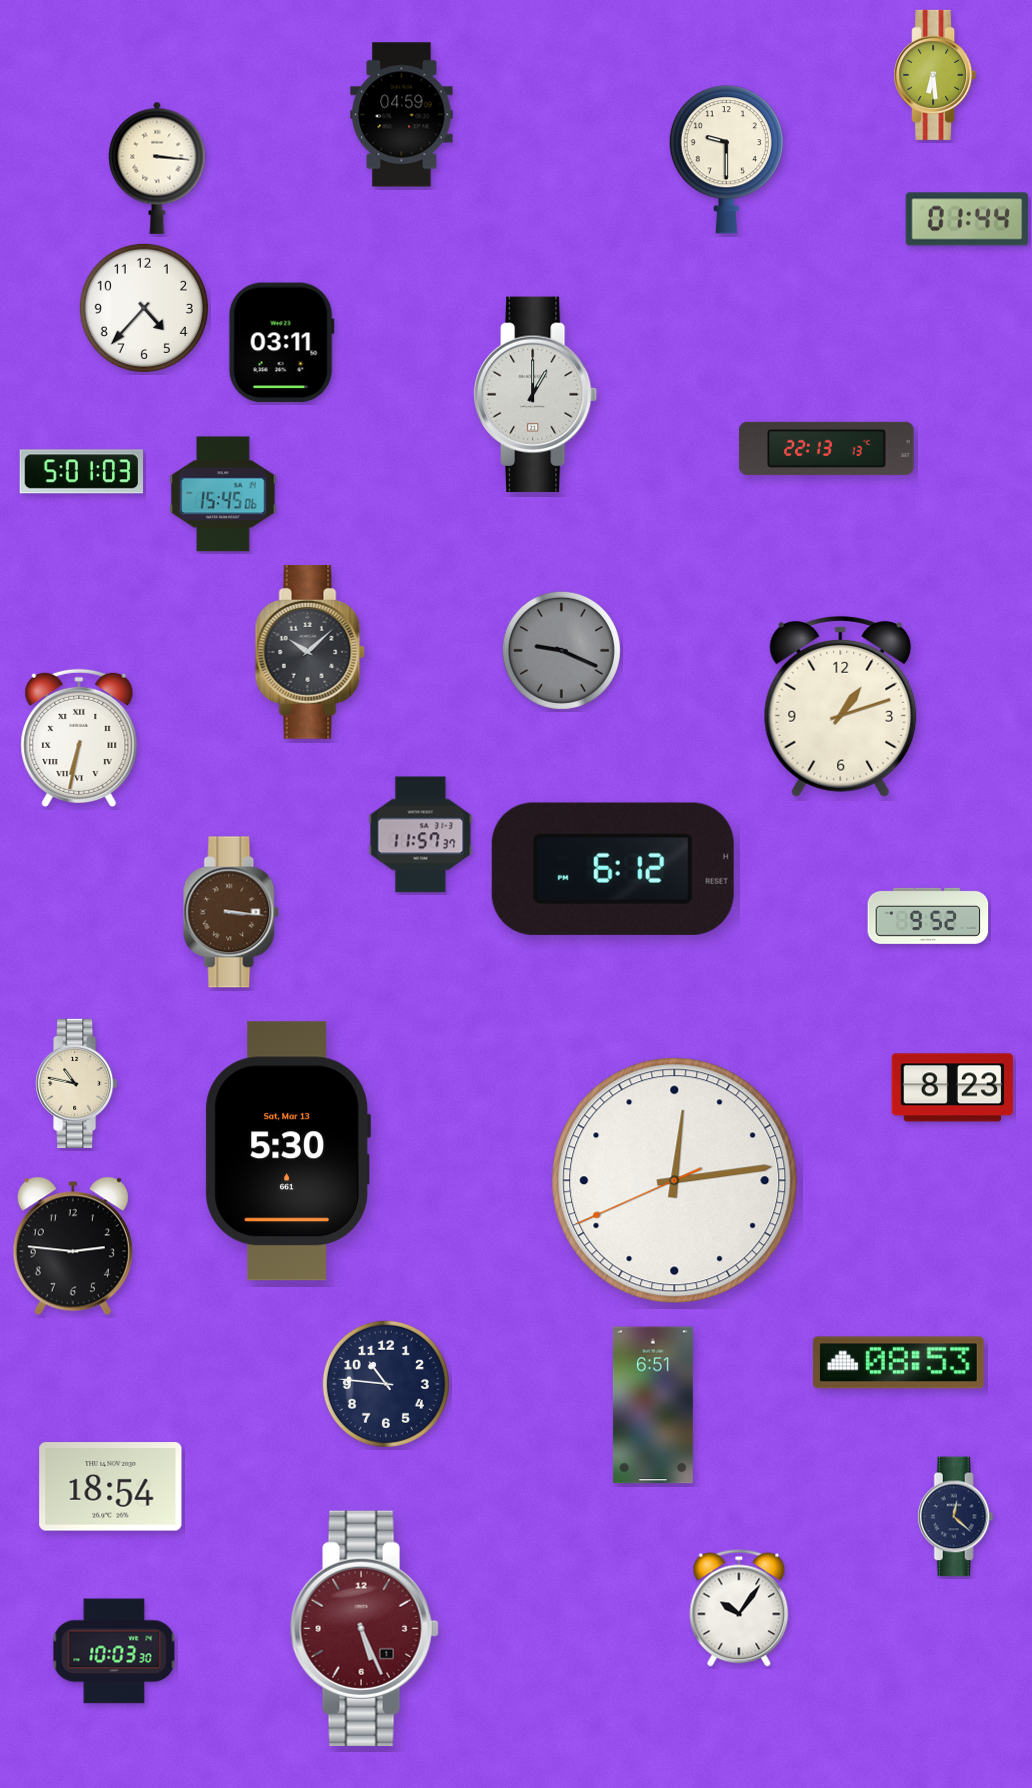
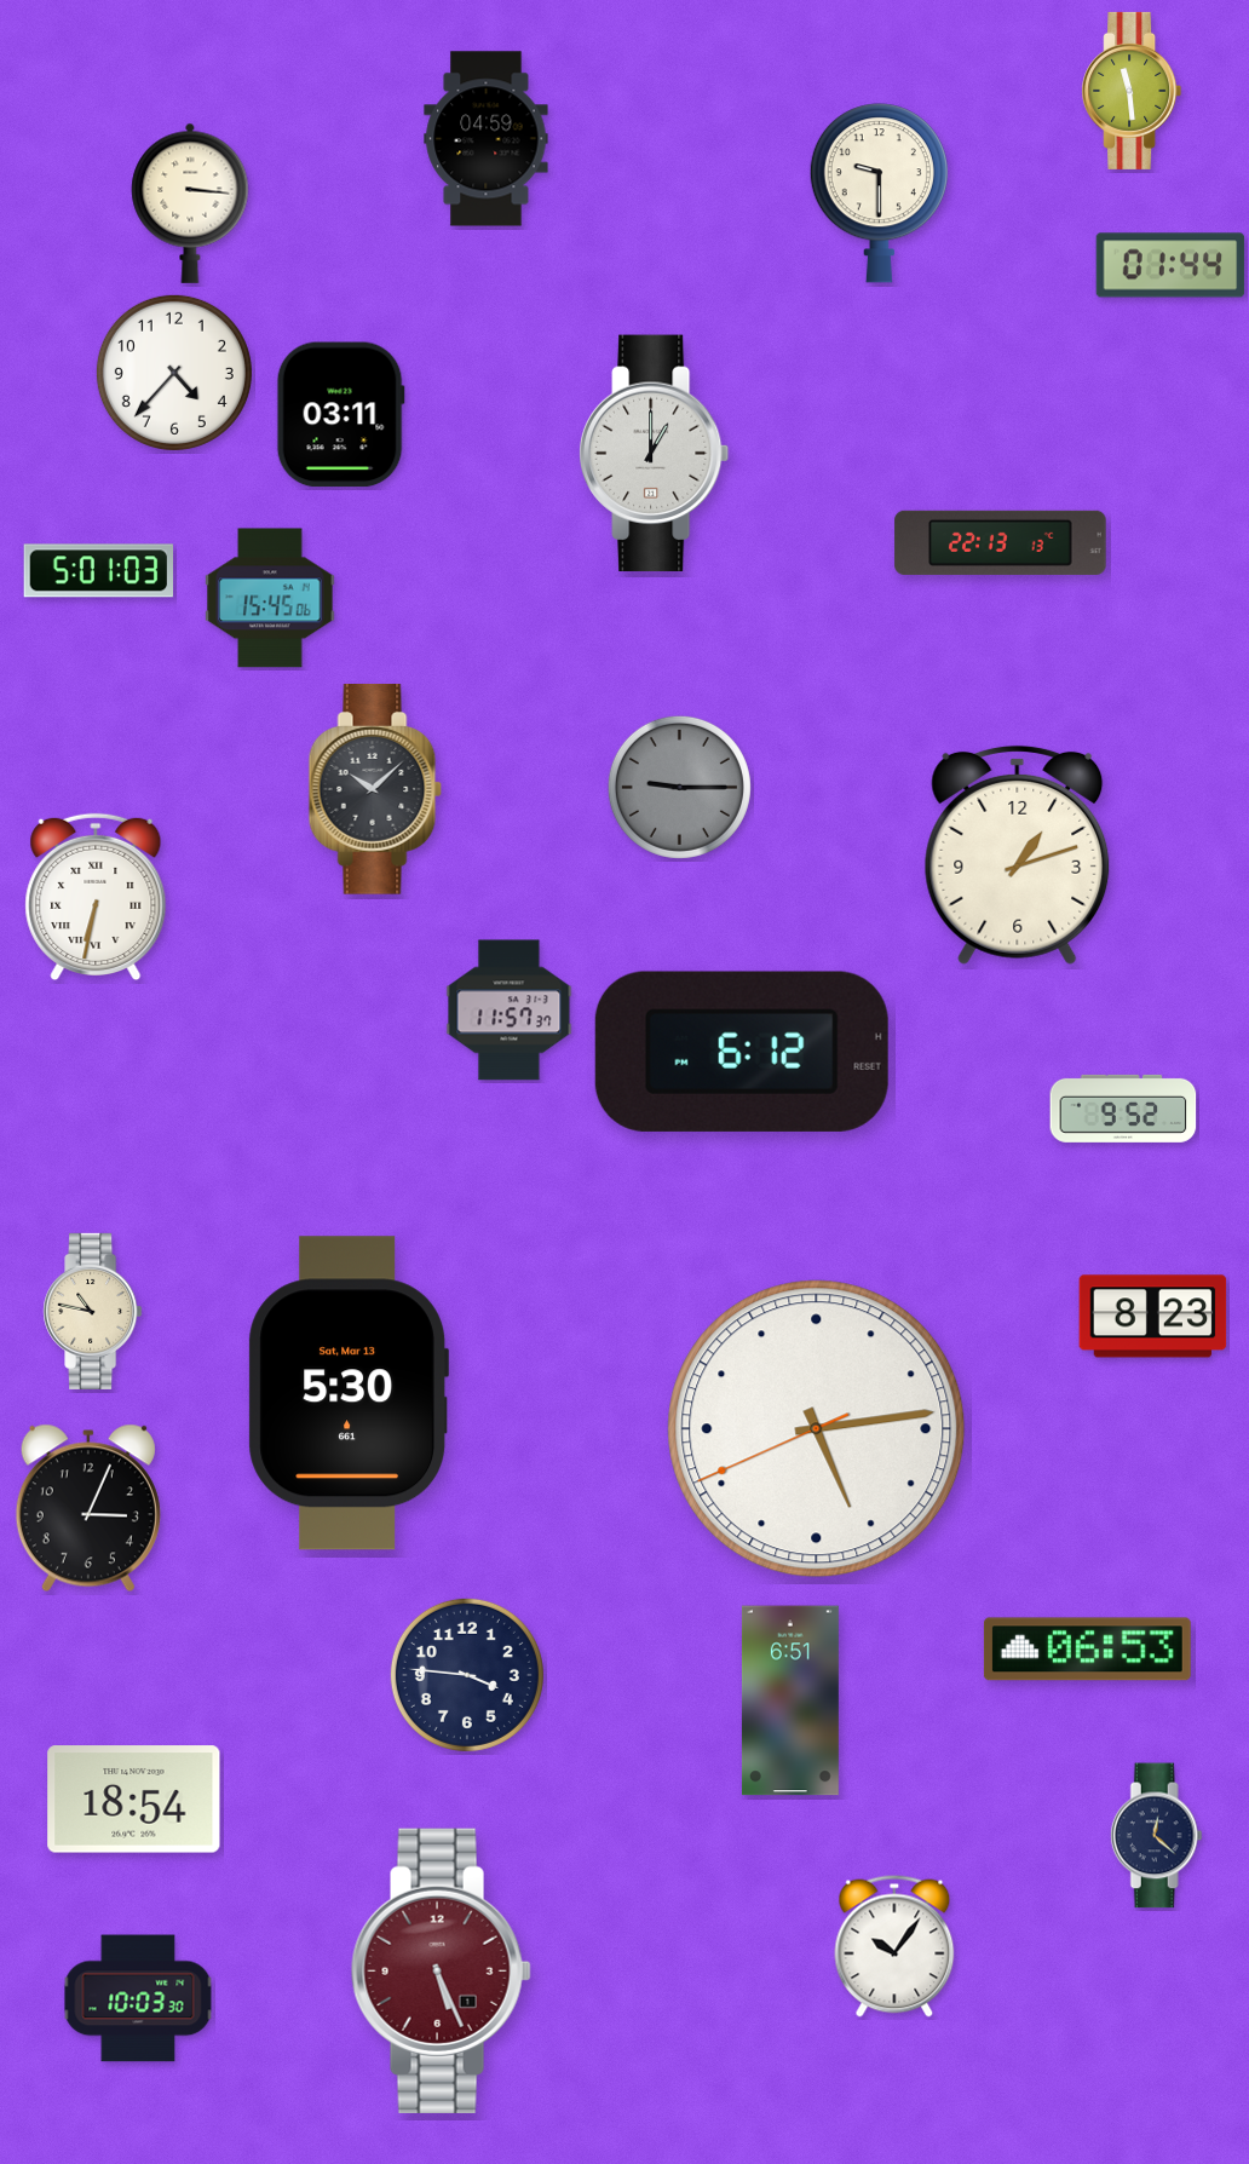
clock at (935, 75): 6:29 -> 11:29
clock at (536, 395) position: (536, 395) -> (655, 454)
clock at (561, 650): 9:19 -> 9:15
clock at (79, 737) position: (79, 737) -> (96, 896)
clock at (232, 912): 3:16 -> none
clock at (675, 1181): 12:13 -> 5:13
clock at (73, 1246): 2:46 -> 3:04
clock at (898, 1363): 08:53 -> 06:53
clock at (386, 1384): 10:46 -> 3:46
